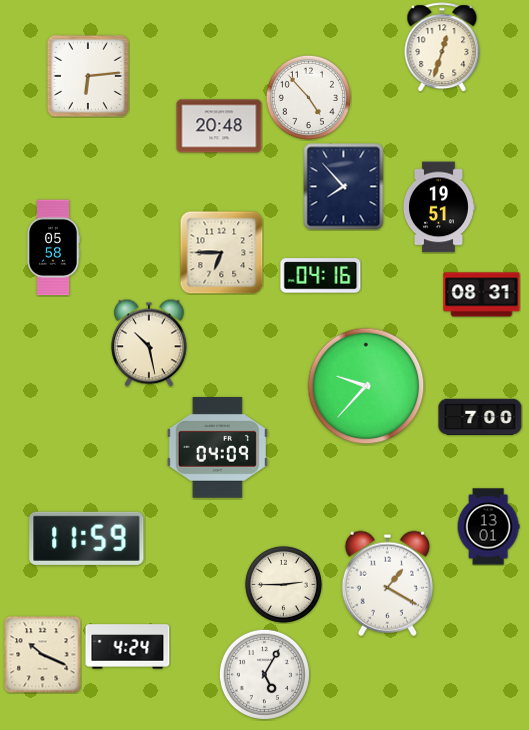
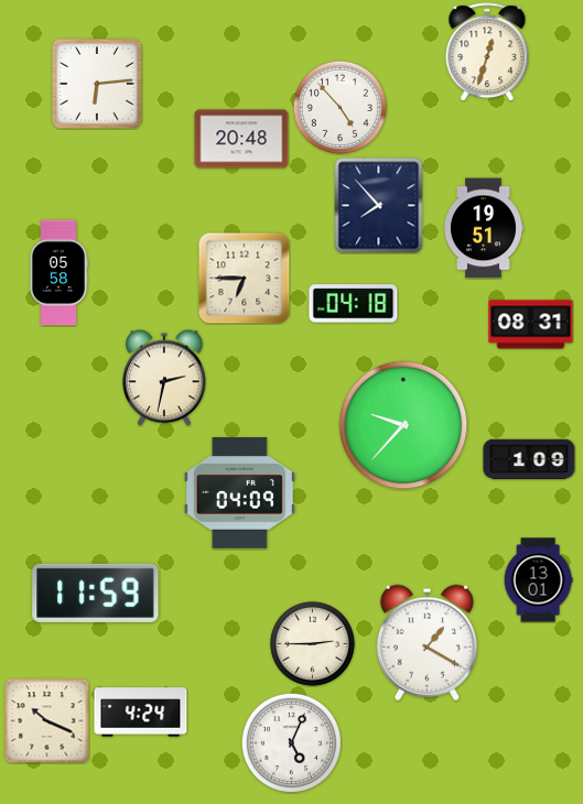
clock at (321, 276): 04:16 -> 04:18
clock at (149, 343): 10:28 -> 2:32
clock at (480, 417): 7:00 -> 1:09
clock at (264, 674): 5:05 -> 5:04
